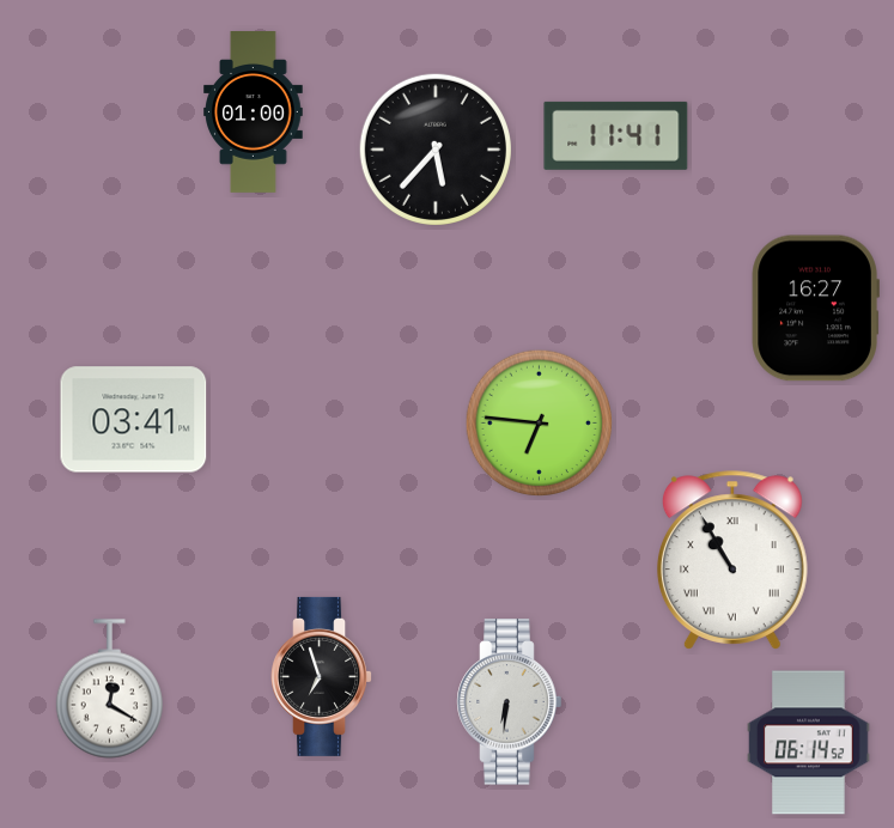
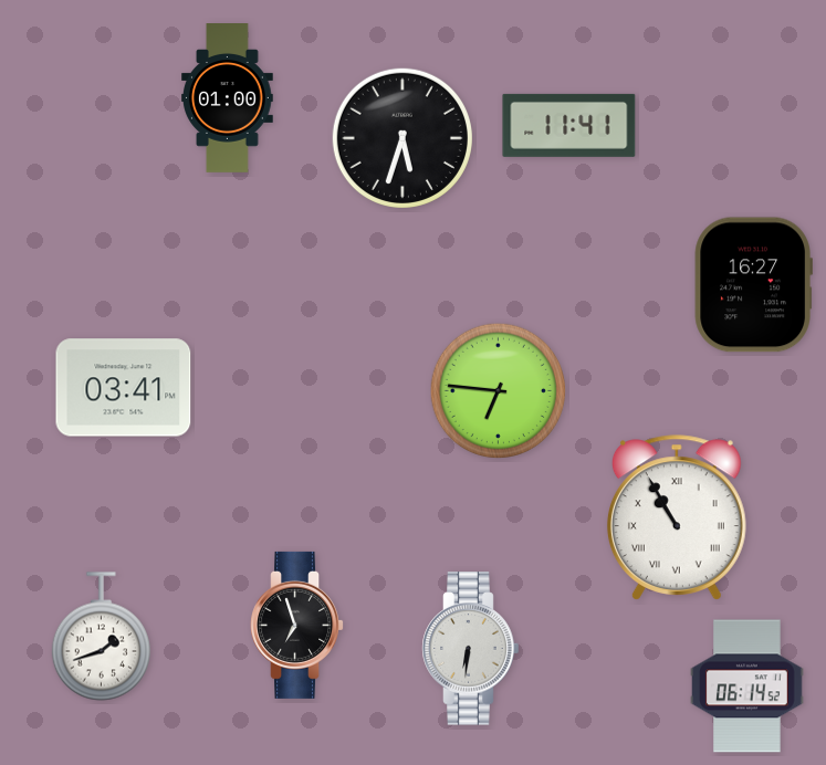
clock at (254, 112) position: (254, 112) -> (228, 98)
clock at (436, 150): 5:37 -> 5:33
clock at (109, 689): 12:20 -> 1:42
